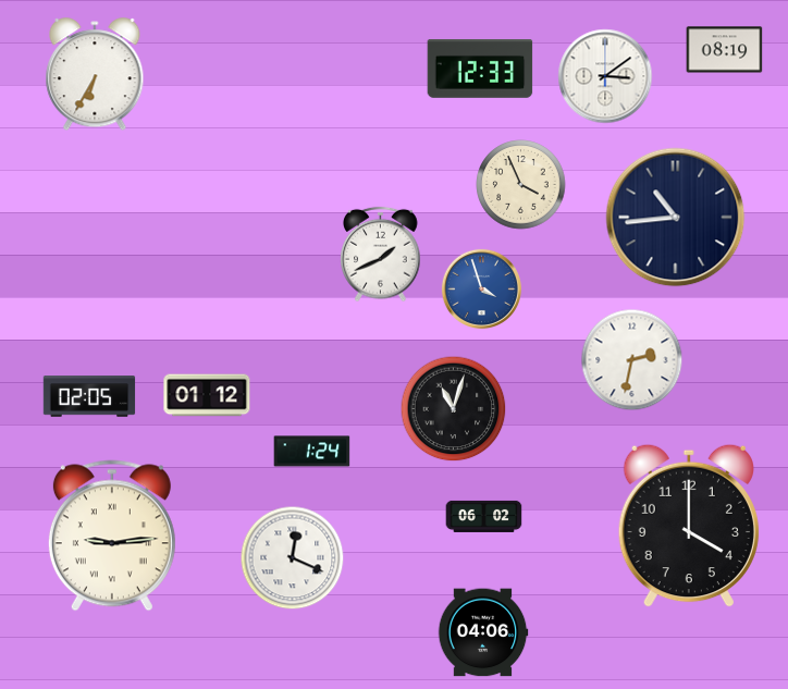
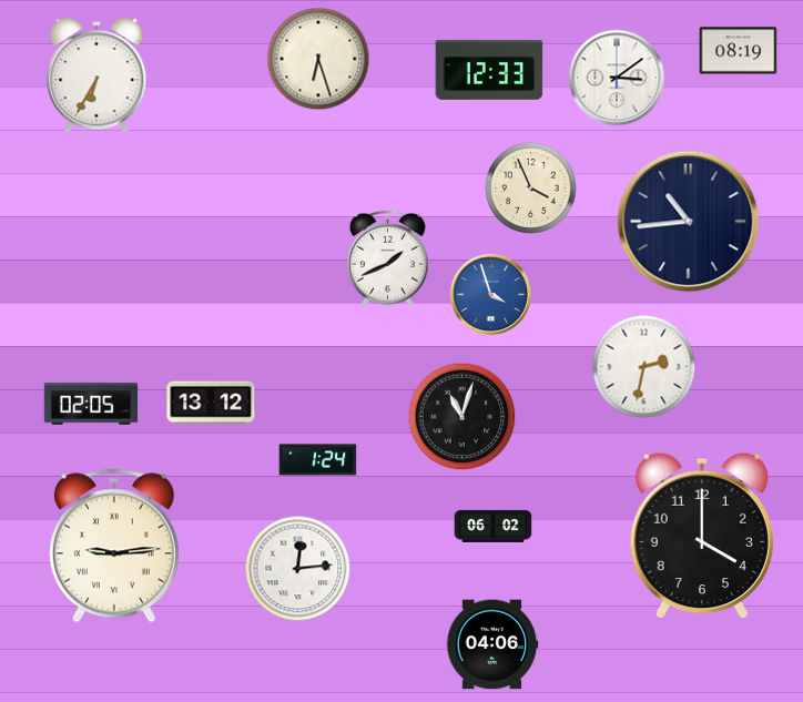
clock at (318, 59): none -> 6:27
clock at (207, 395): 01:12 -> 13:12
clock at (293, 558): 12:19 -> 12:14
